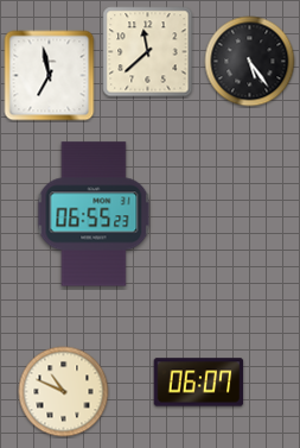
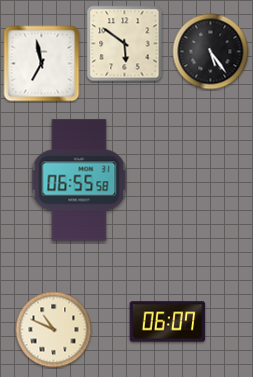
clock at (148, 52): 11:38 -> 5:51
clock at (94, 214): 06:55:23 -> 06:55:58
